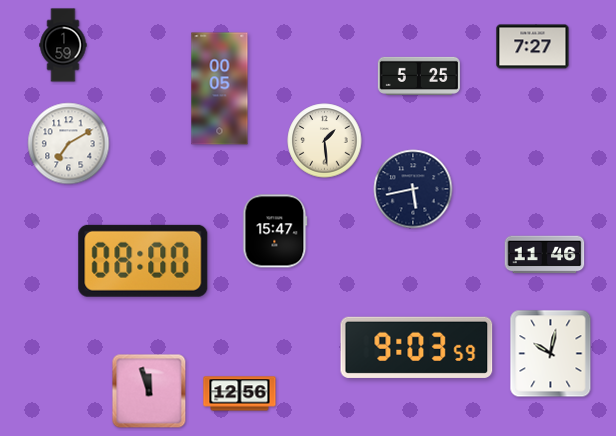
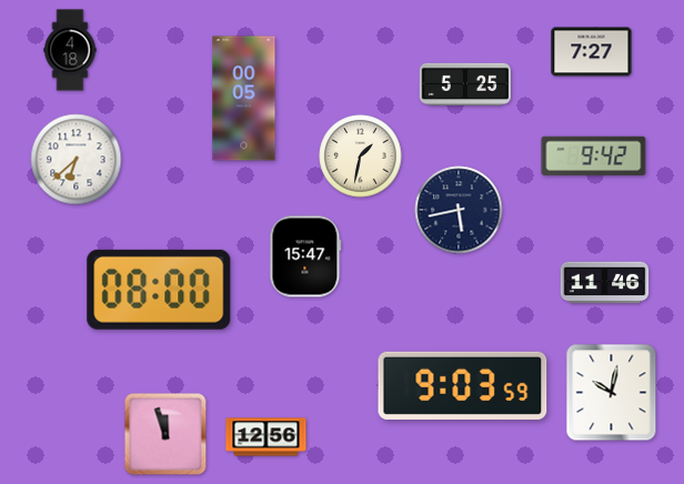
clock at (63, 45): 1:59 -> 4:18
clock at (594, 155): none -> 9:42
clock at (325, 141): 1:29 -> 1:32
clock at (69, 144): 7:10 -> 6:38
